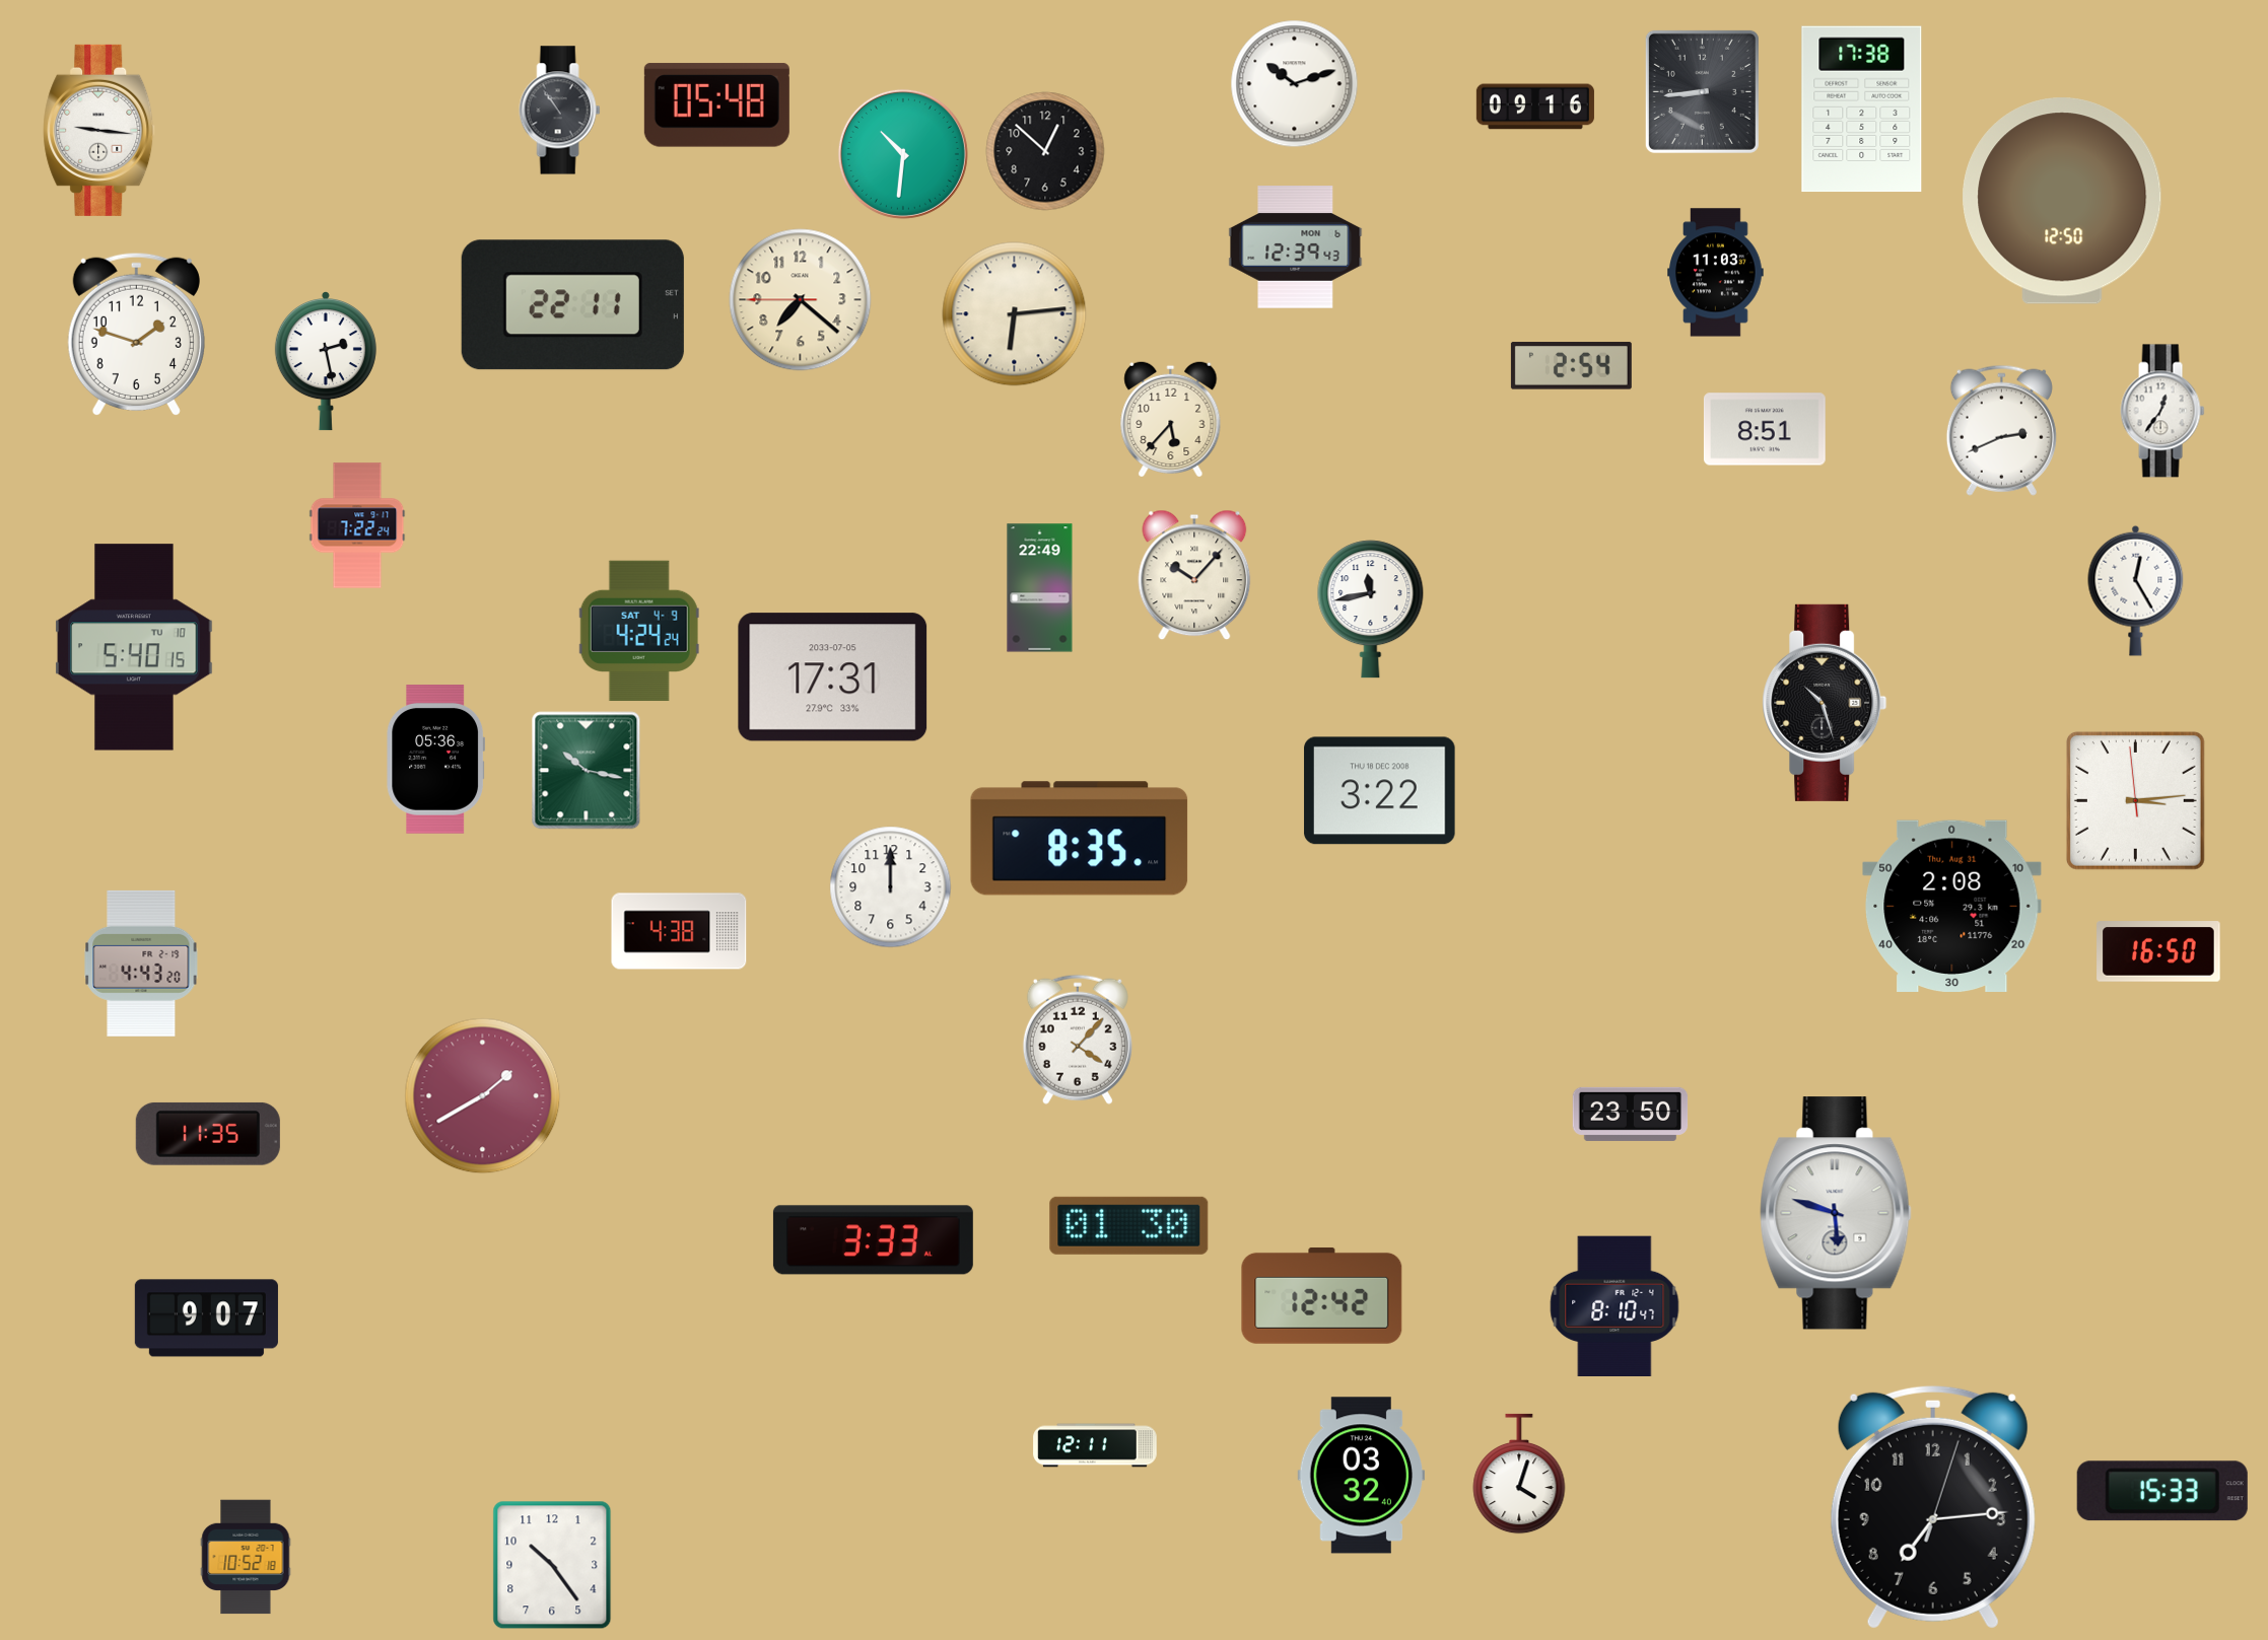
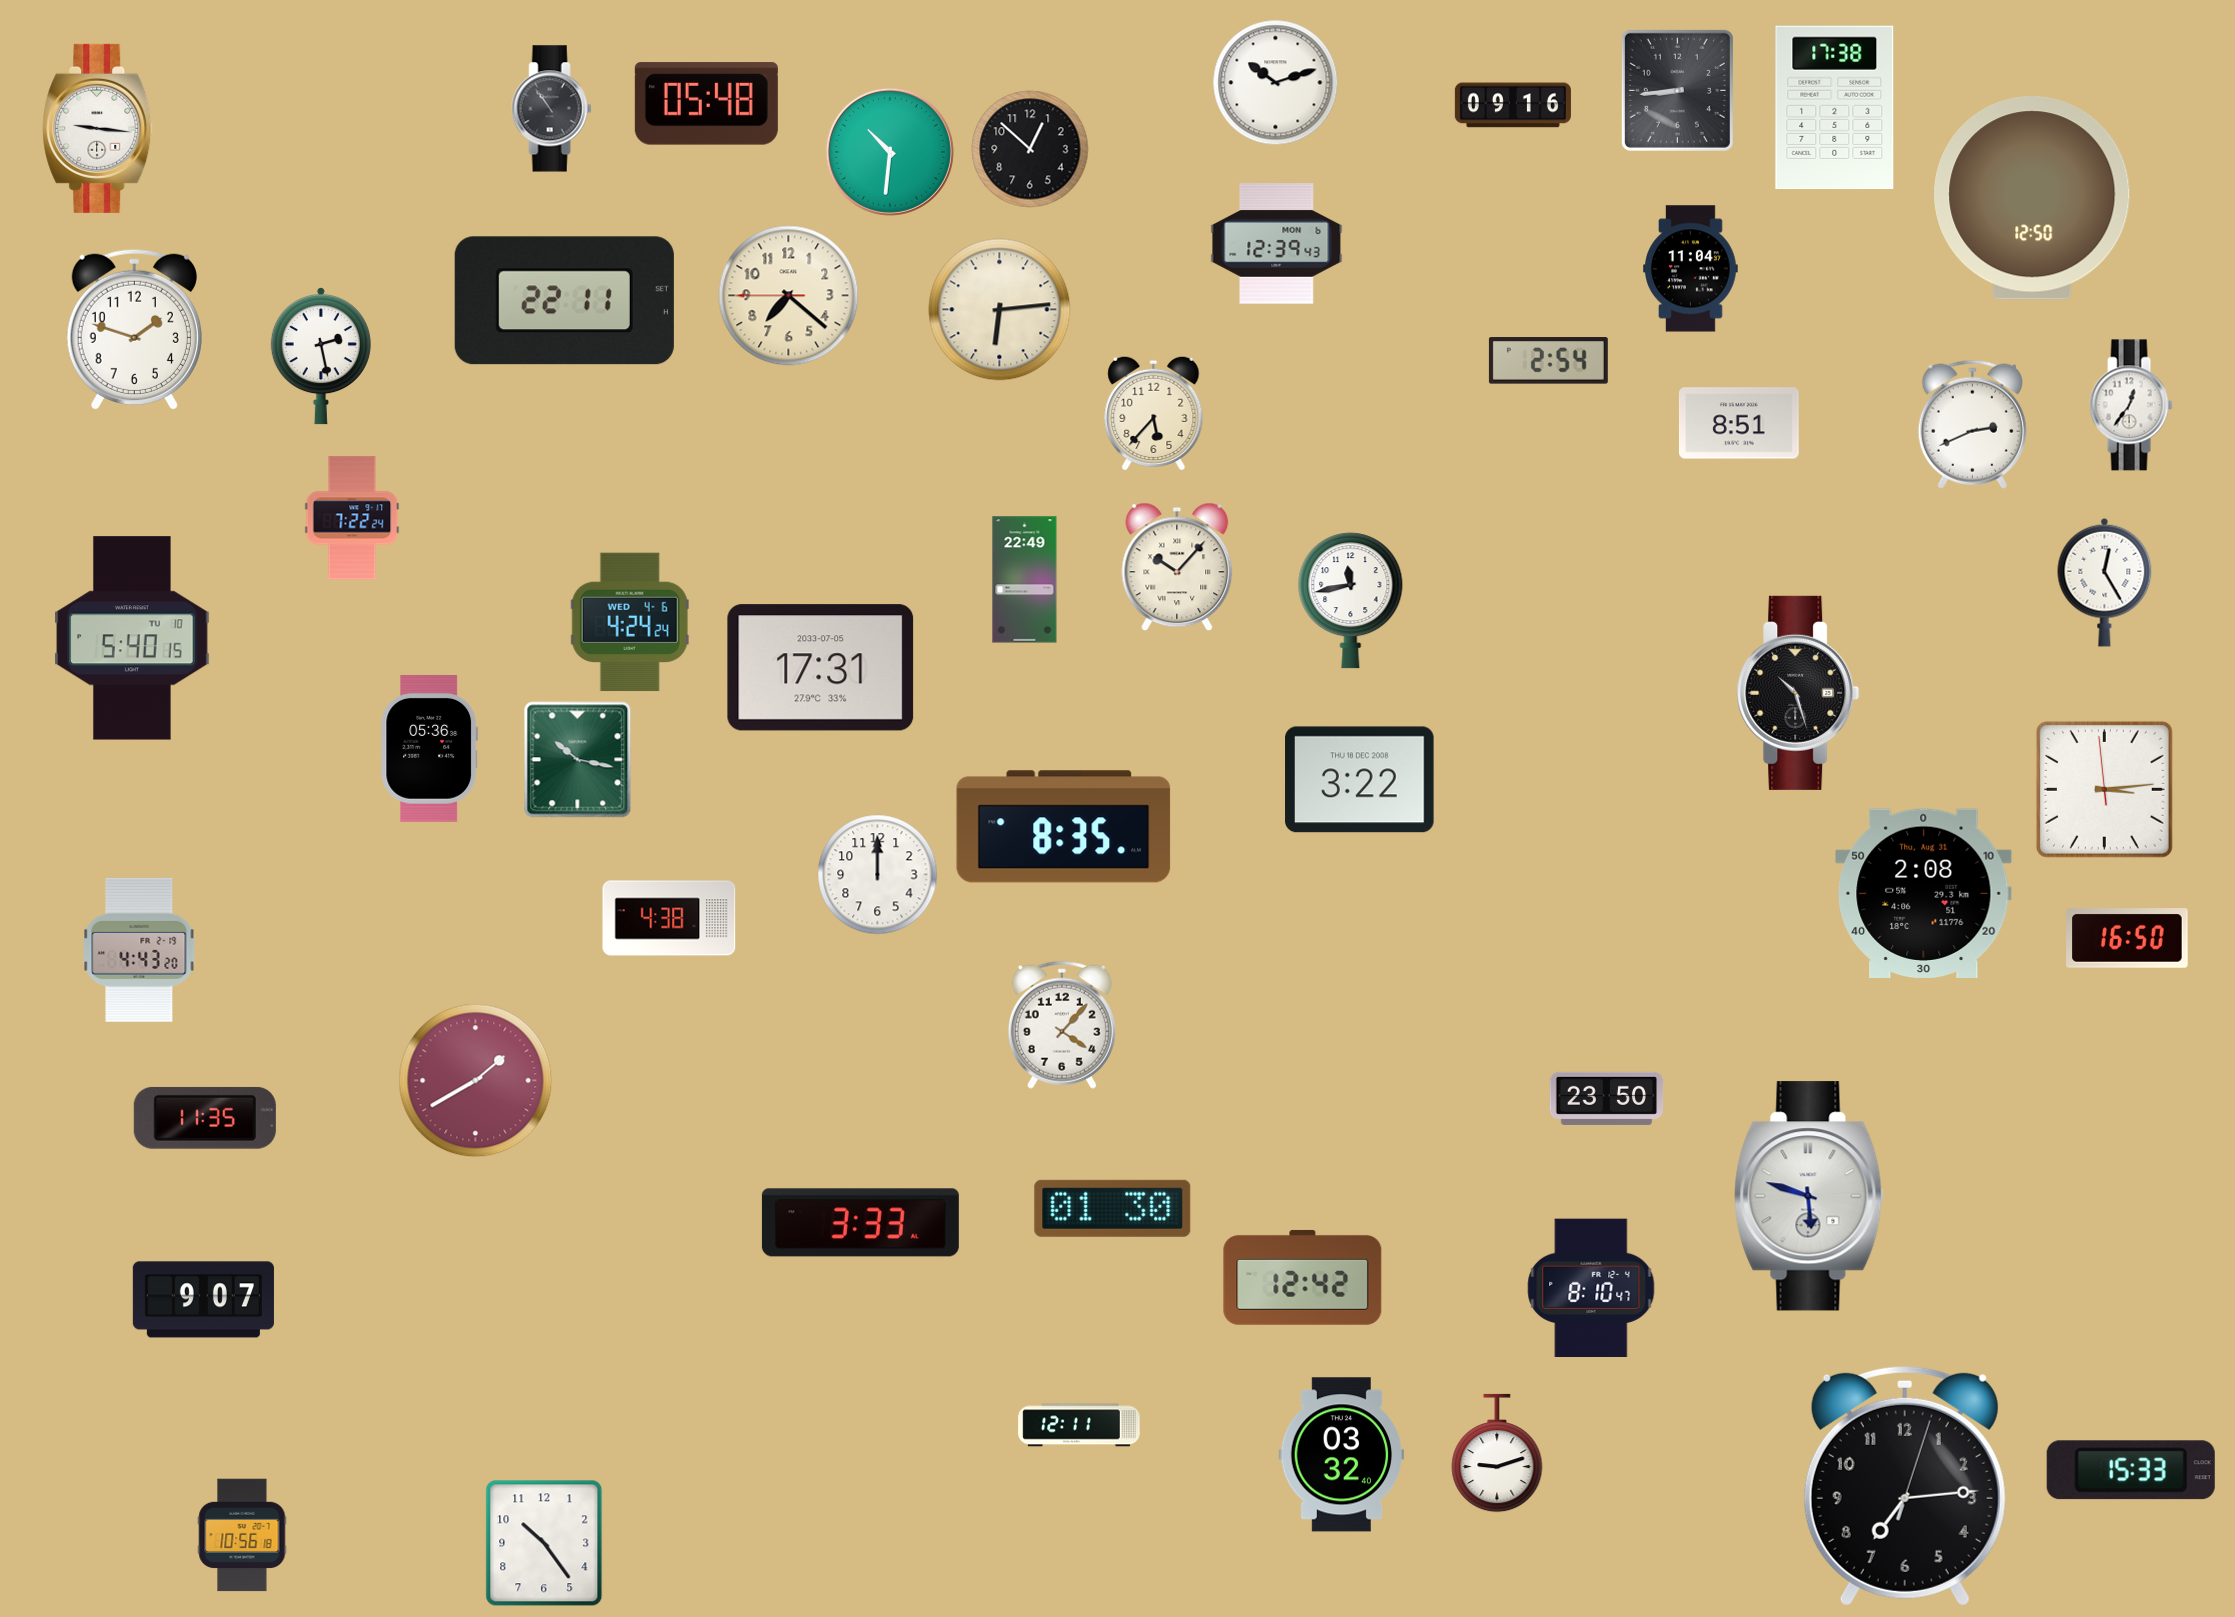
clock at (1716, 273): 11:03 -> 11:04
clock at (639, 631) date: SAT 4-9 -> WED 4-6
clock at (1519, 1474): 4:03 -> 9:12
clock at (246, 1557): 10:52 -> 10:56
